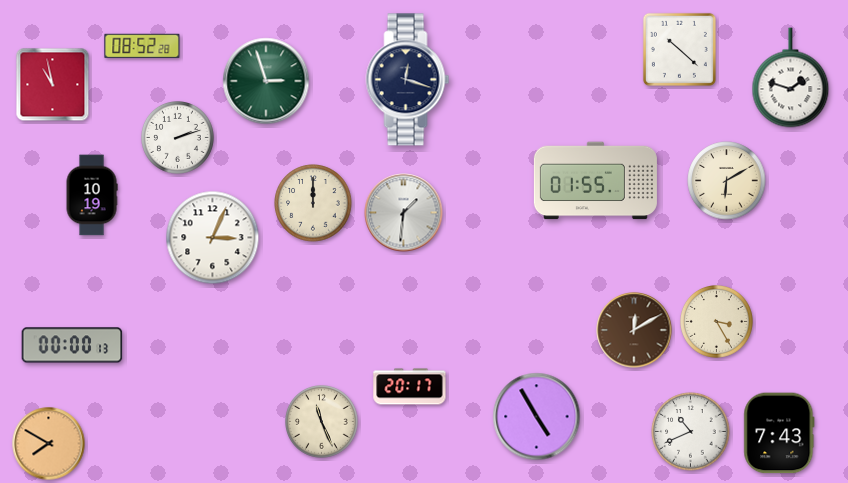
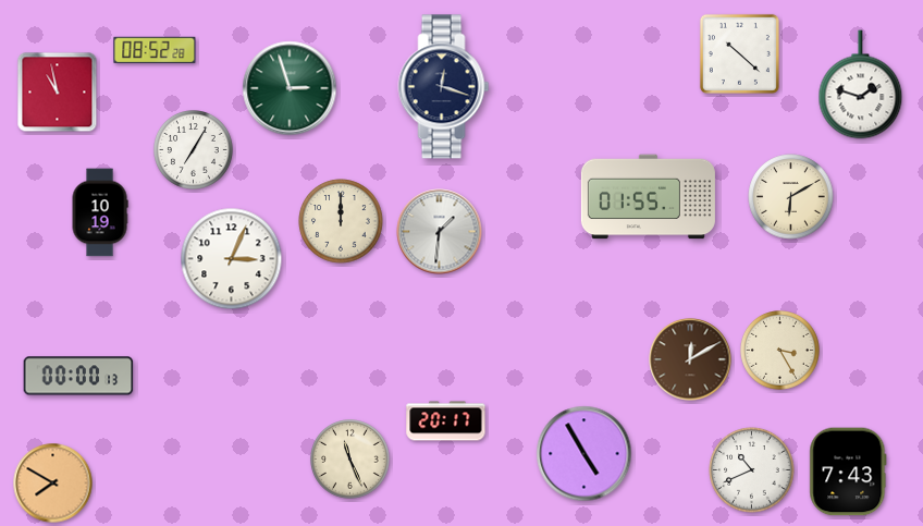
clock at (178, 138): 2:12 -> 7:05
